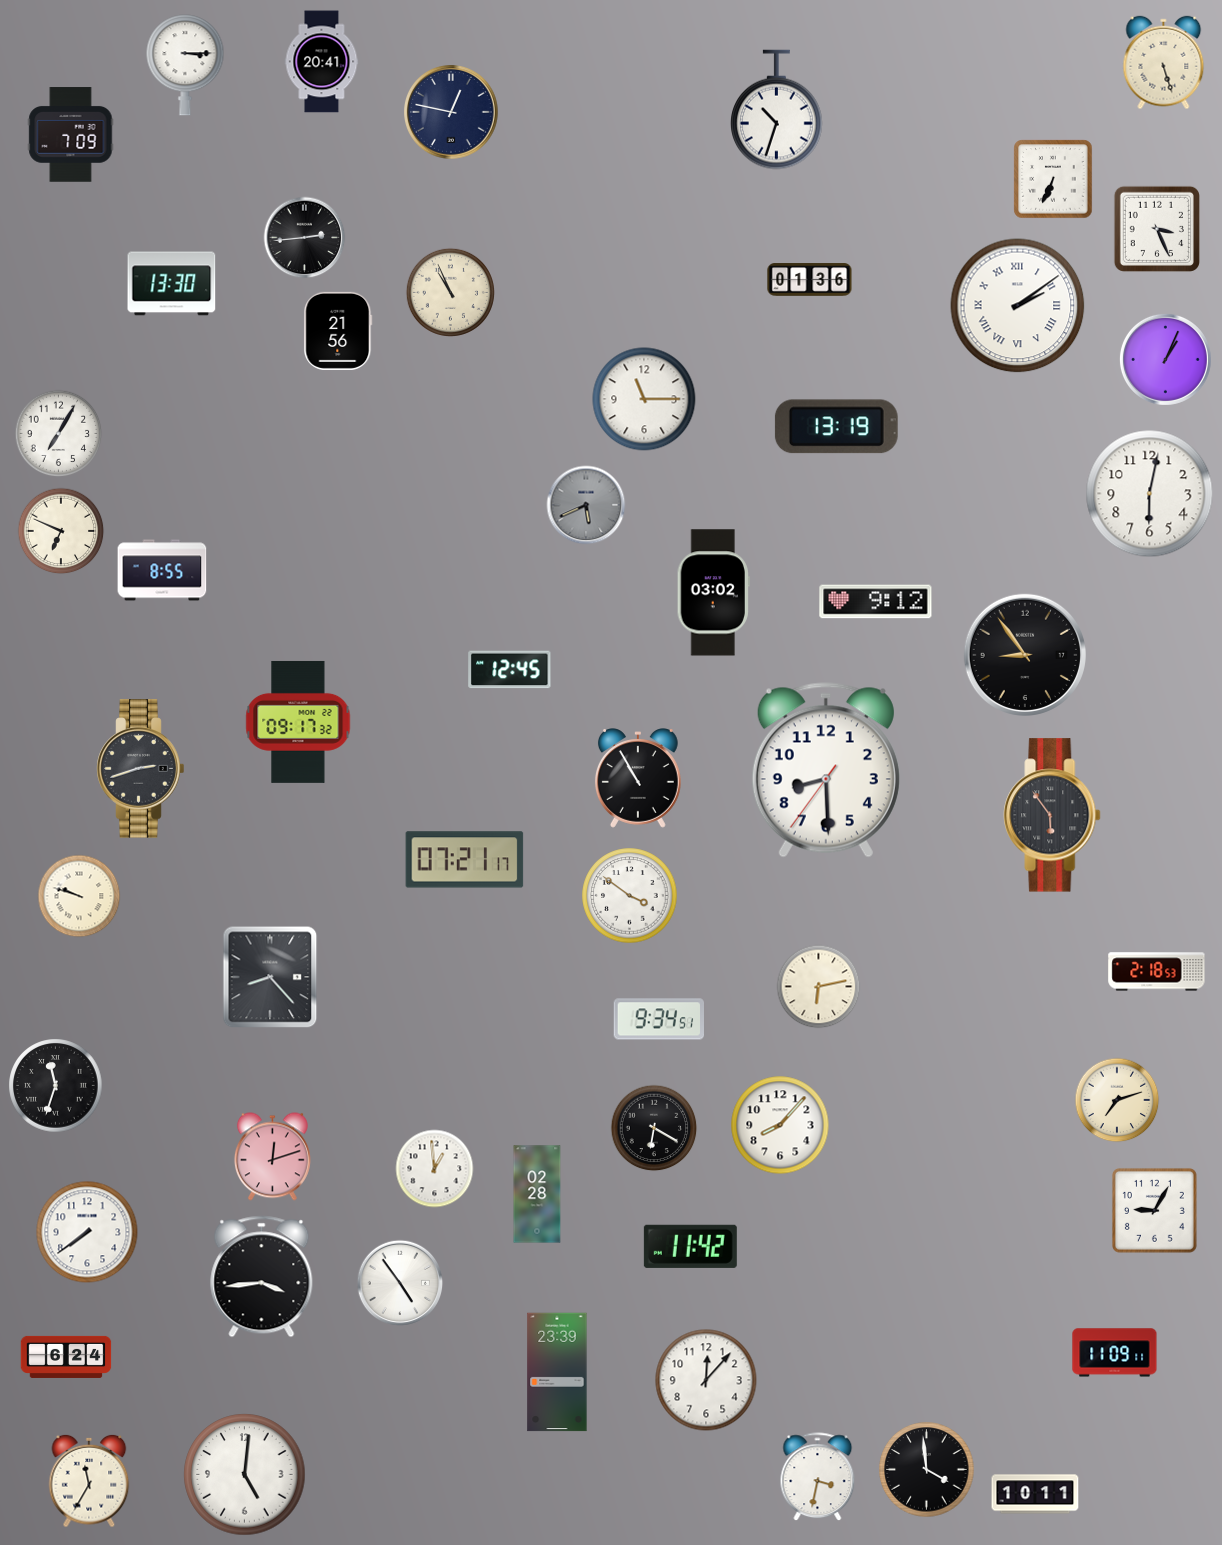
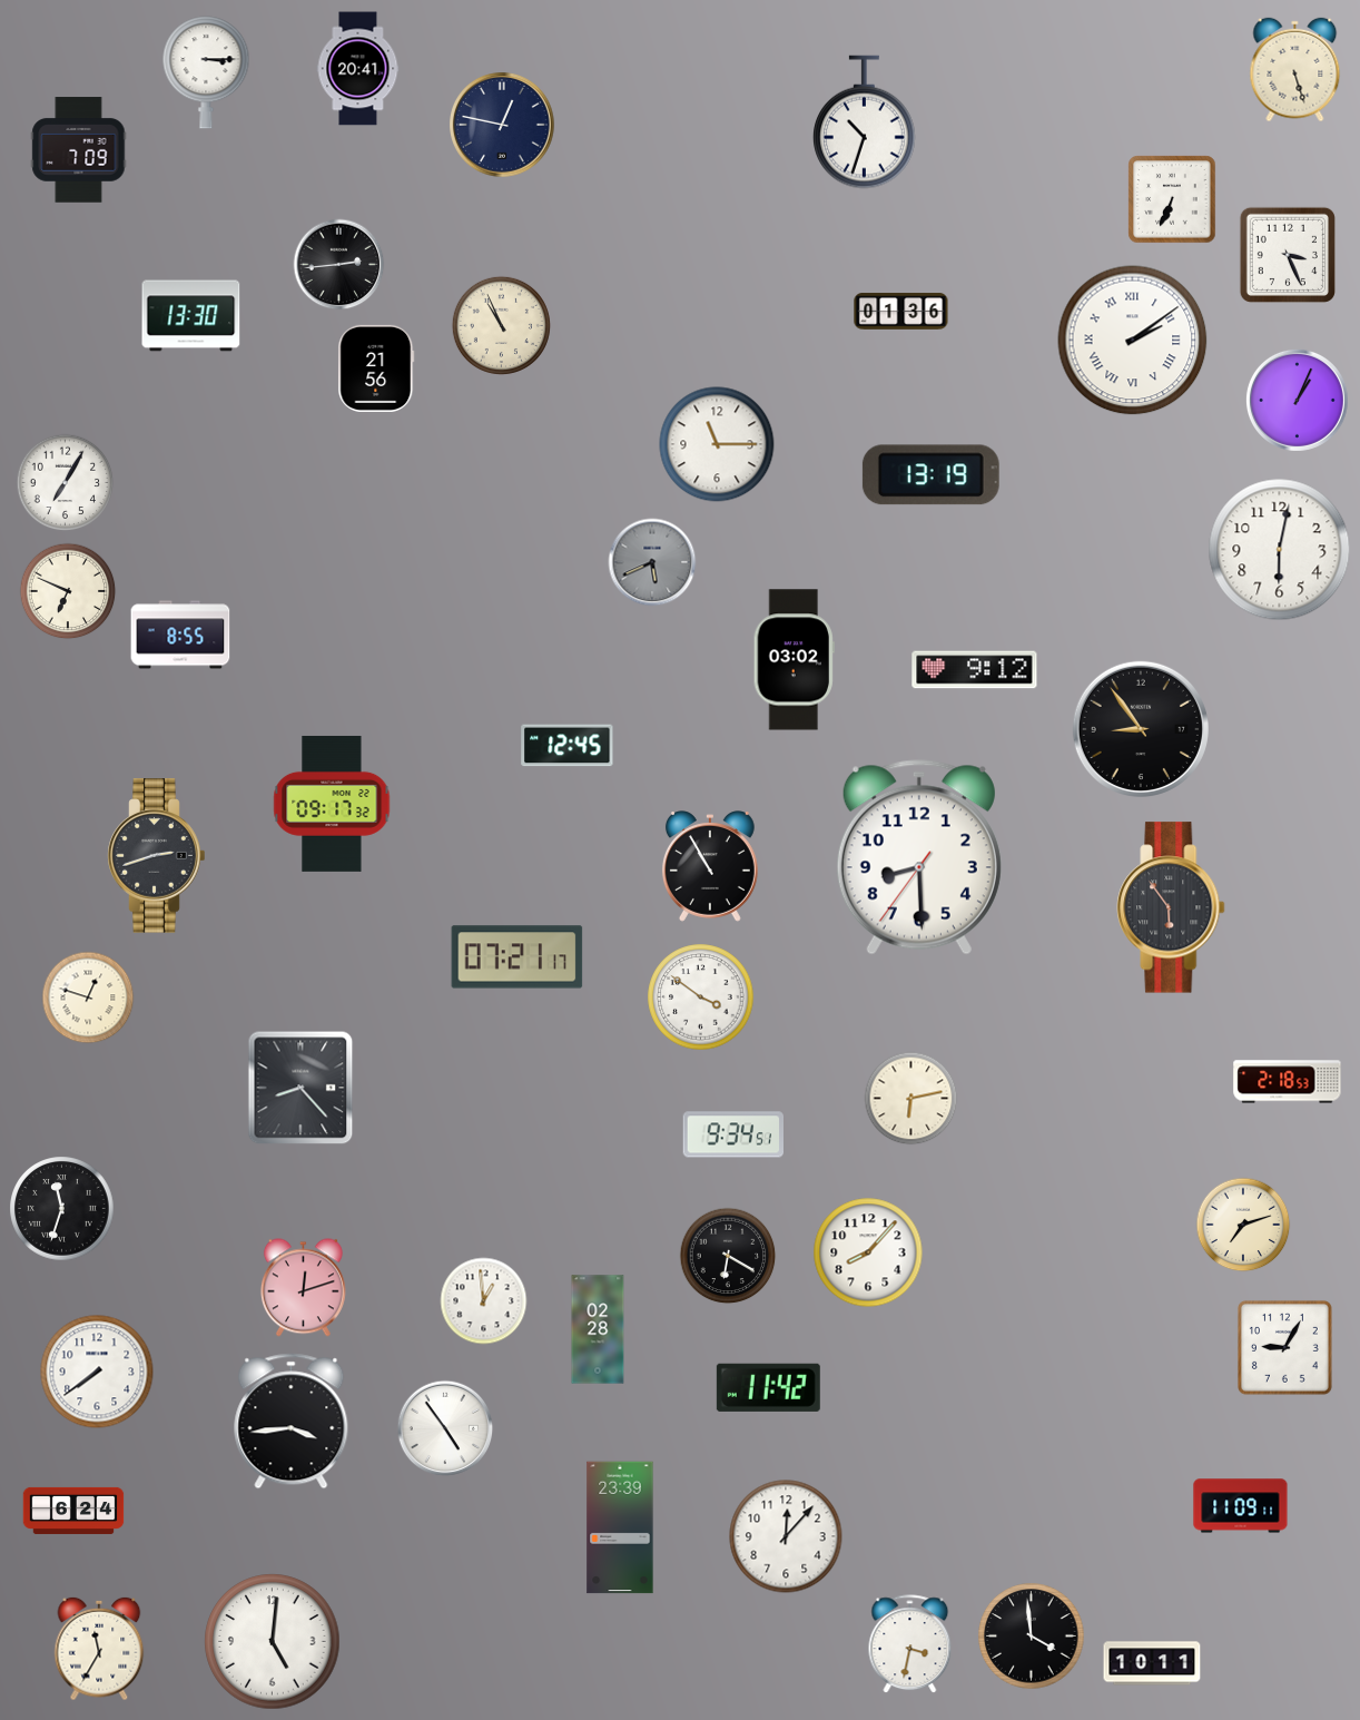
clock at (79, 896): 9:48 -> 12:48
